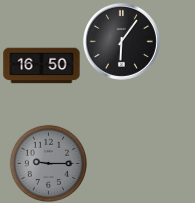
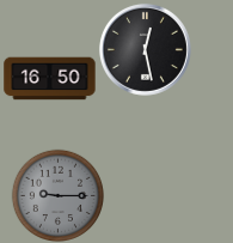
clock at (121, 41): 6:06 -> 12:28
